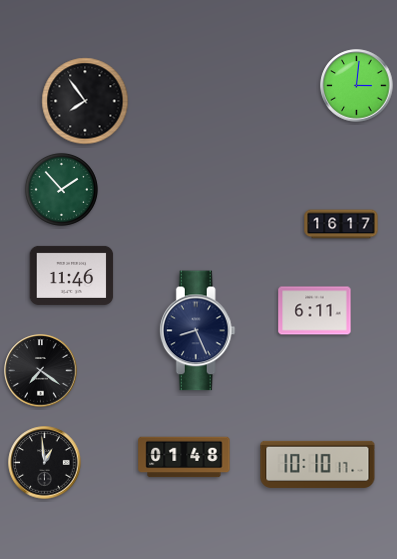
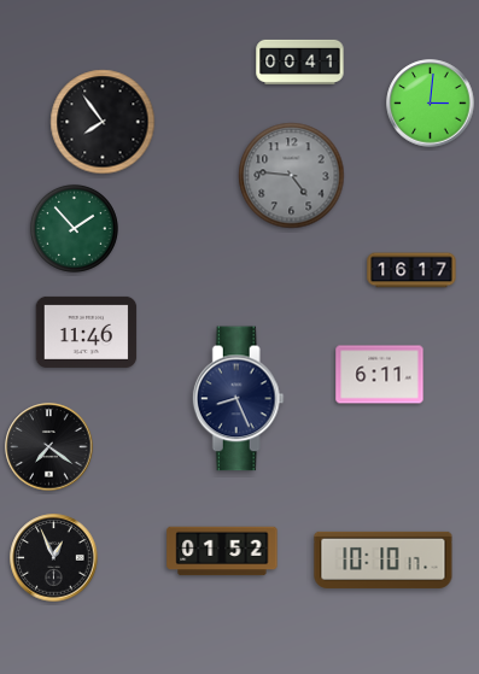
clock at (300, 61): none -> 00:41
clock at (292, 176): none -> 4:46
clock at (184, 457): 01:48 -> 01:52
clock at (45, 463): 12:59 -> 12:56
